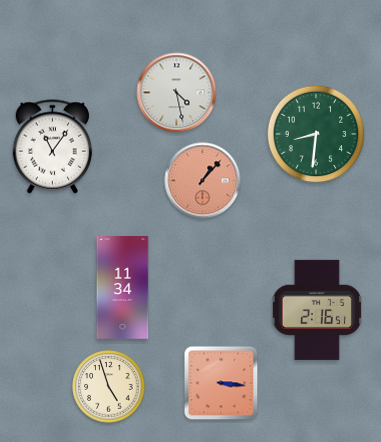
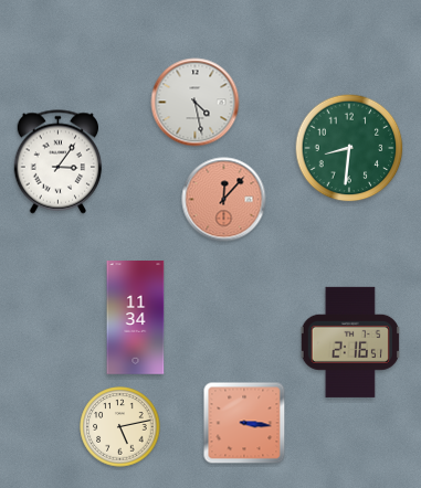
clock at (53, 147): 11:06 -> 3:06
clock at (203, 181): 1:07 -> 12:07
clock at (109, 387): 4:57 -> 5:13
